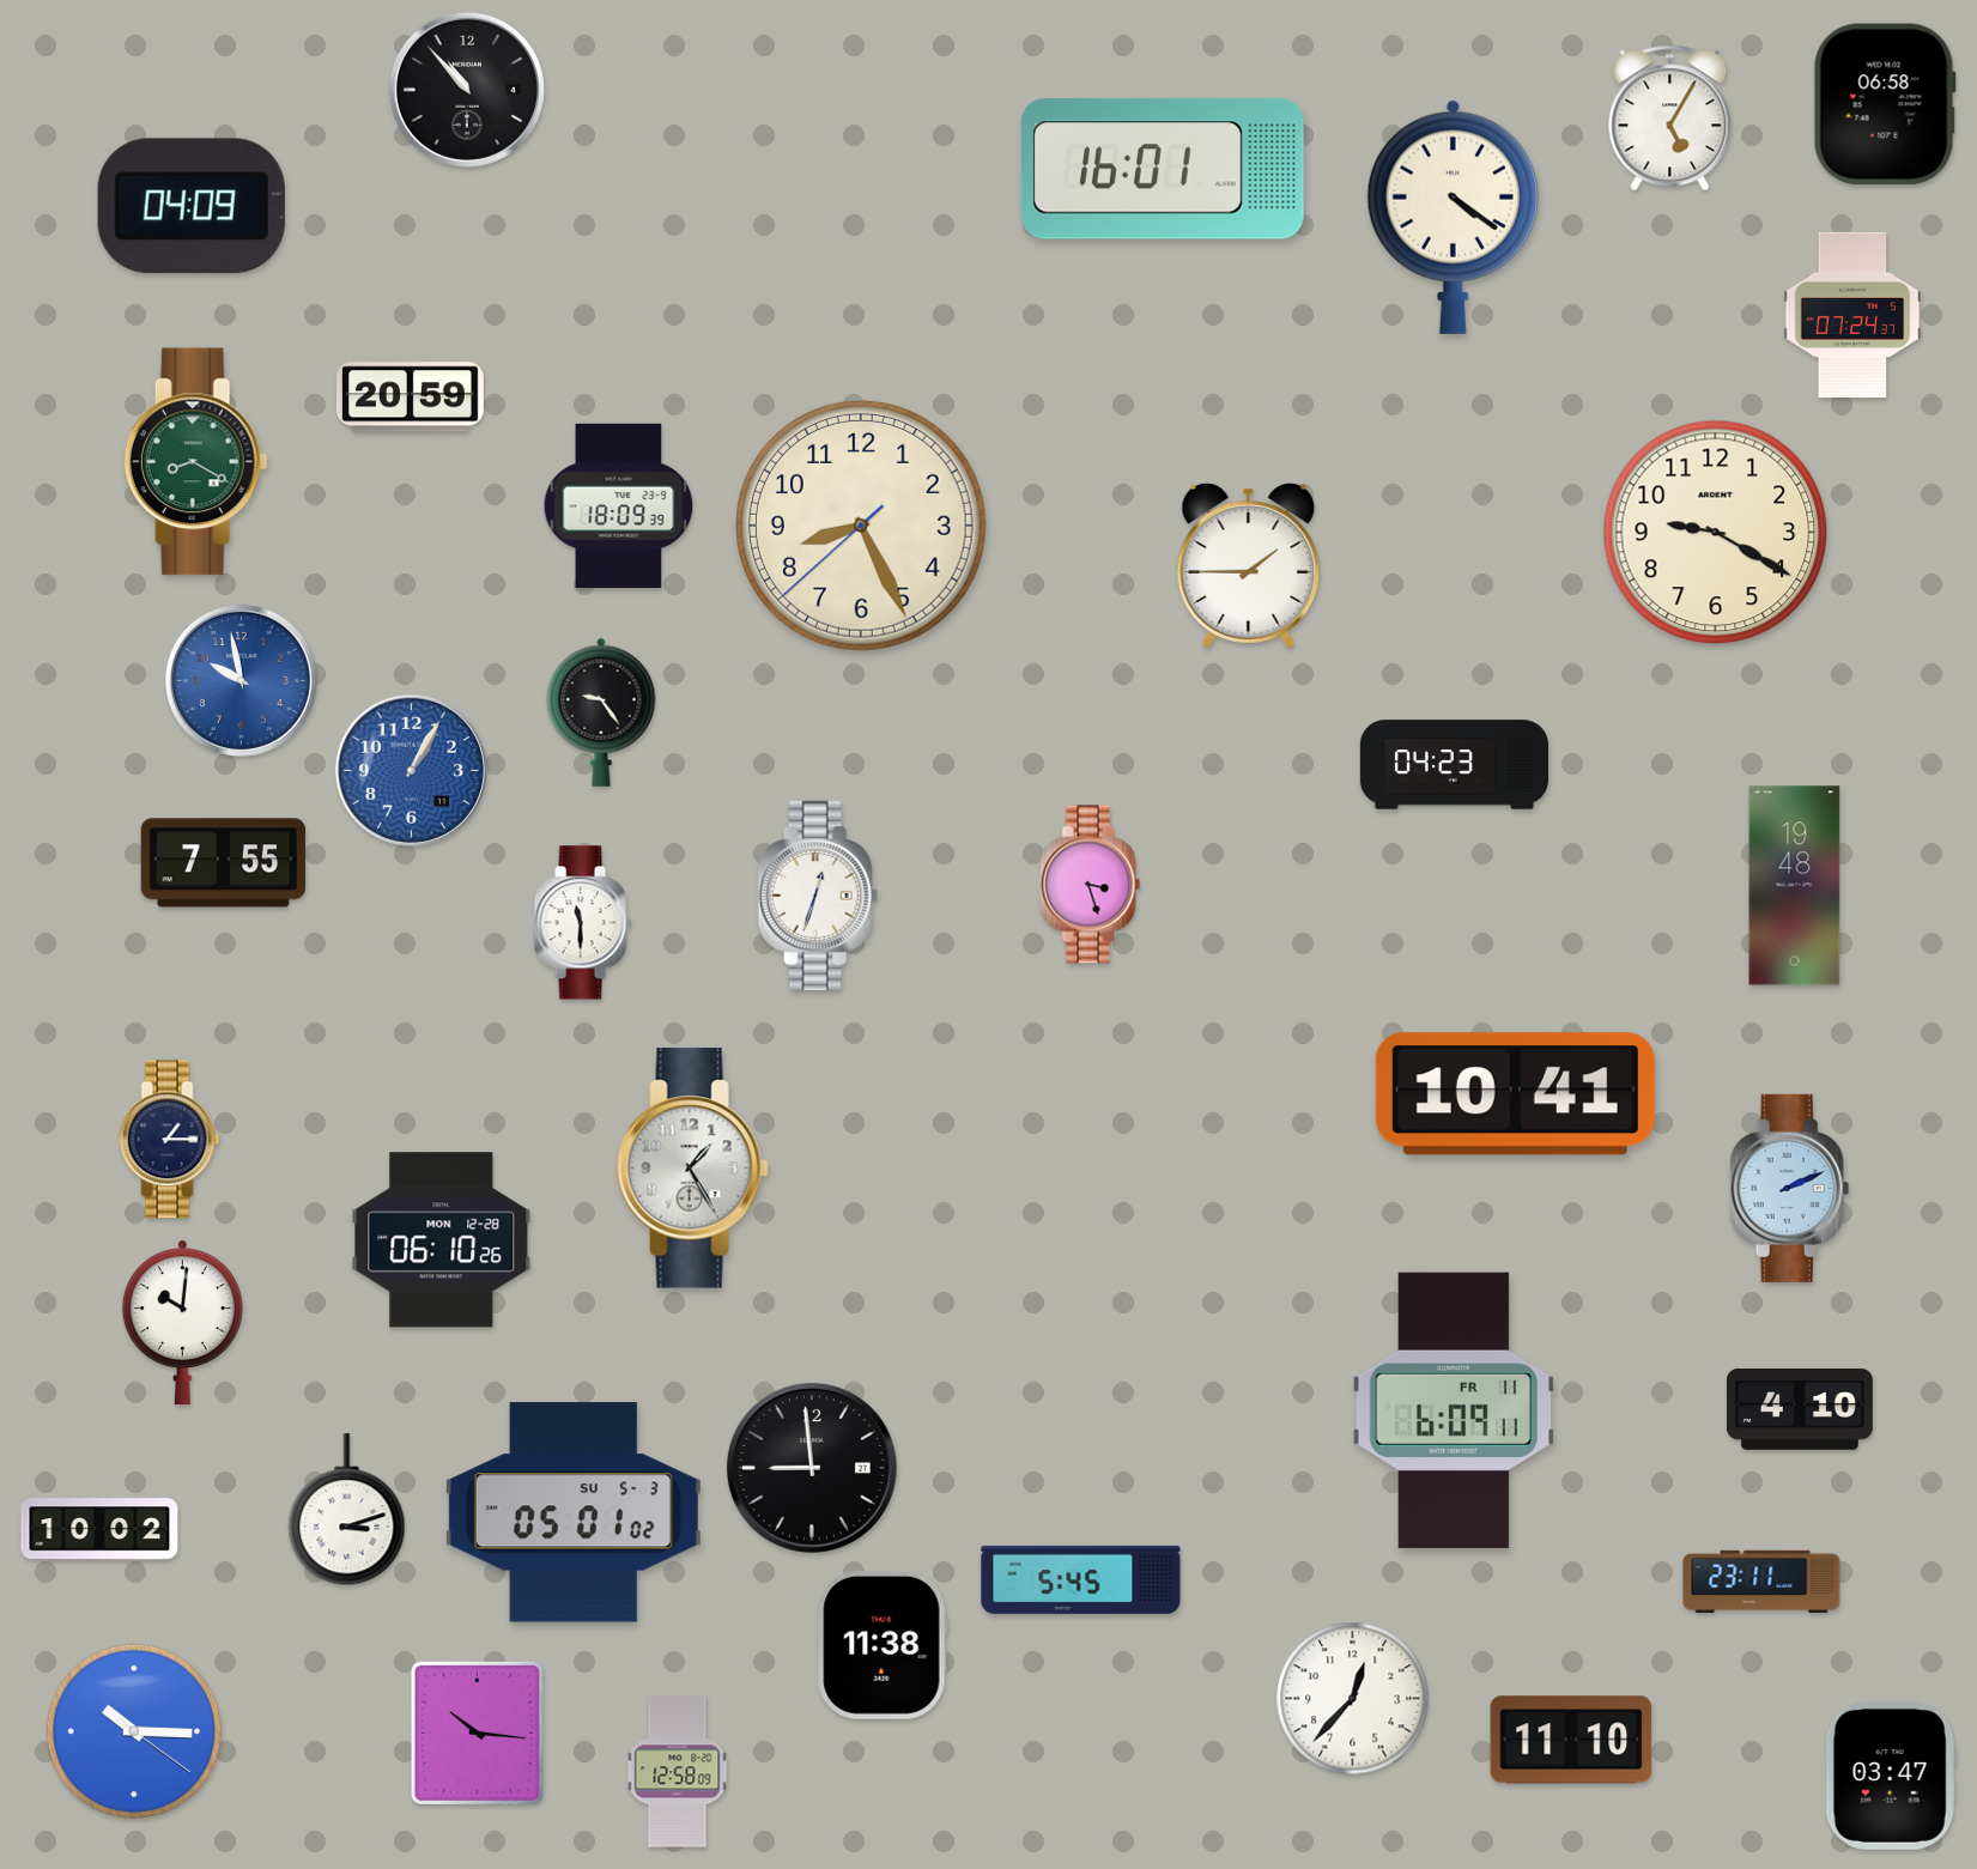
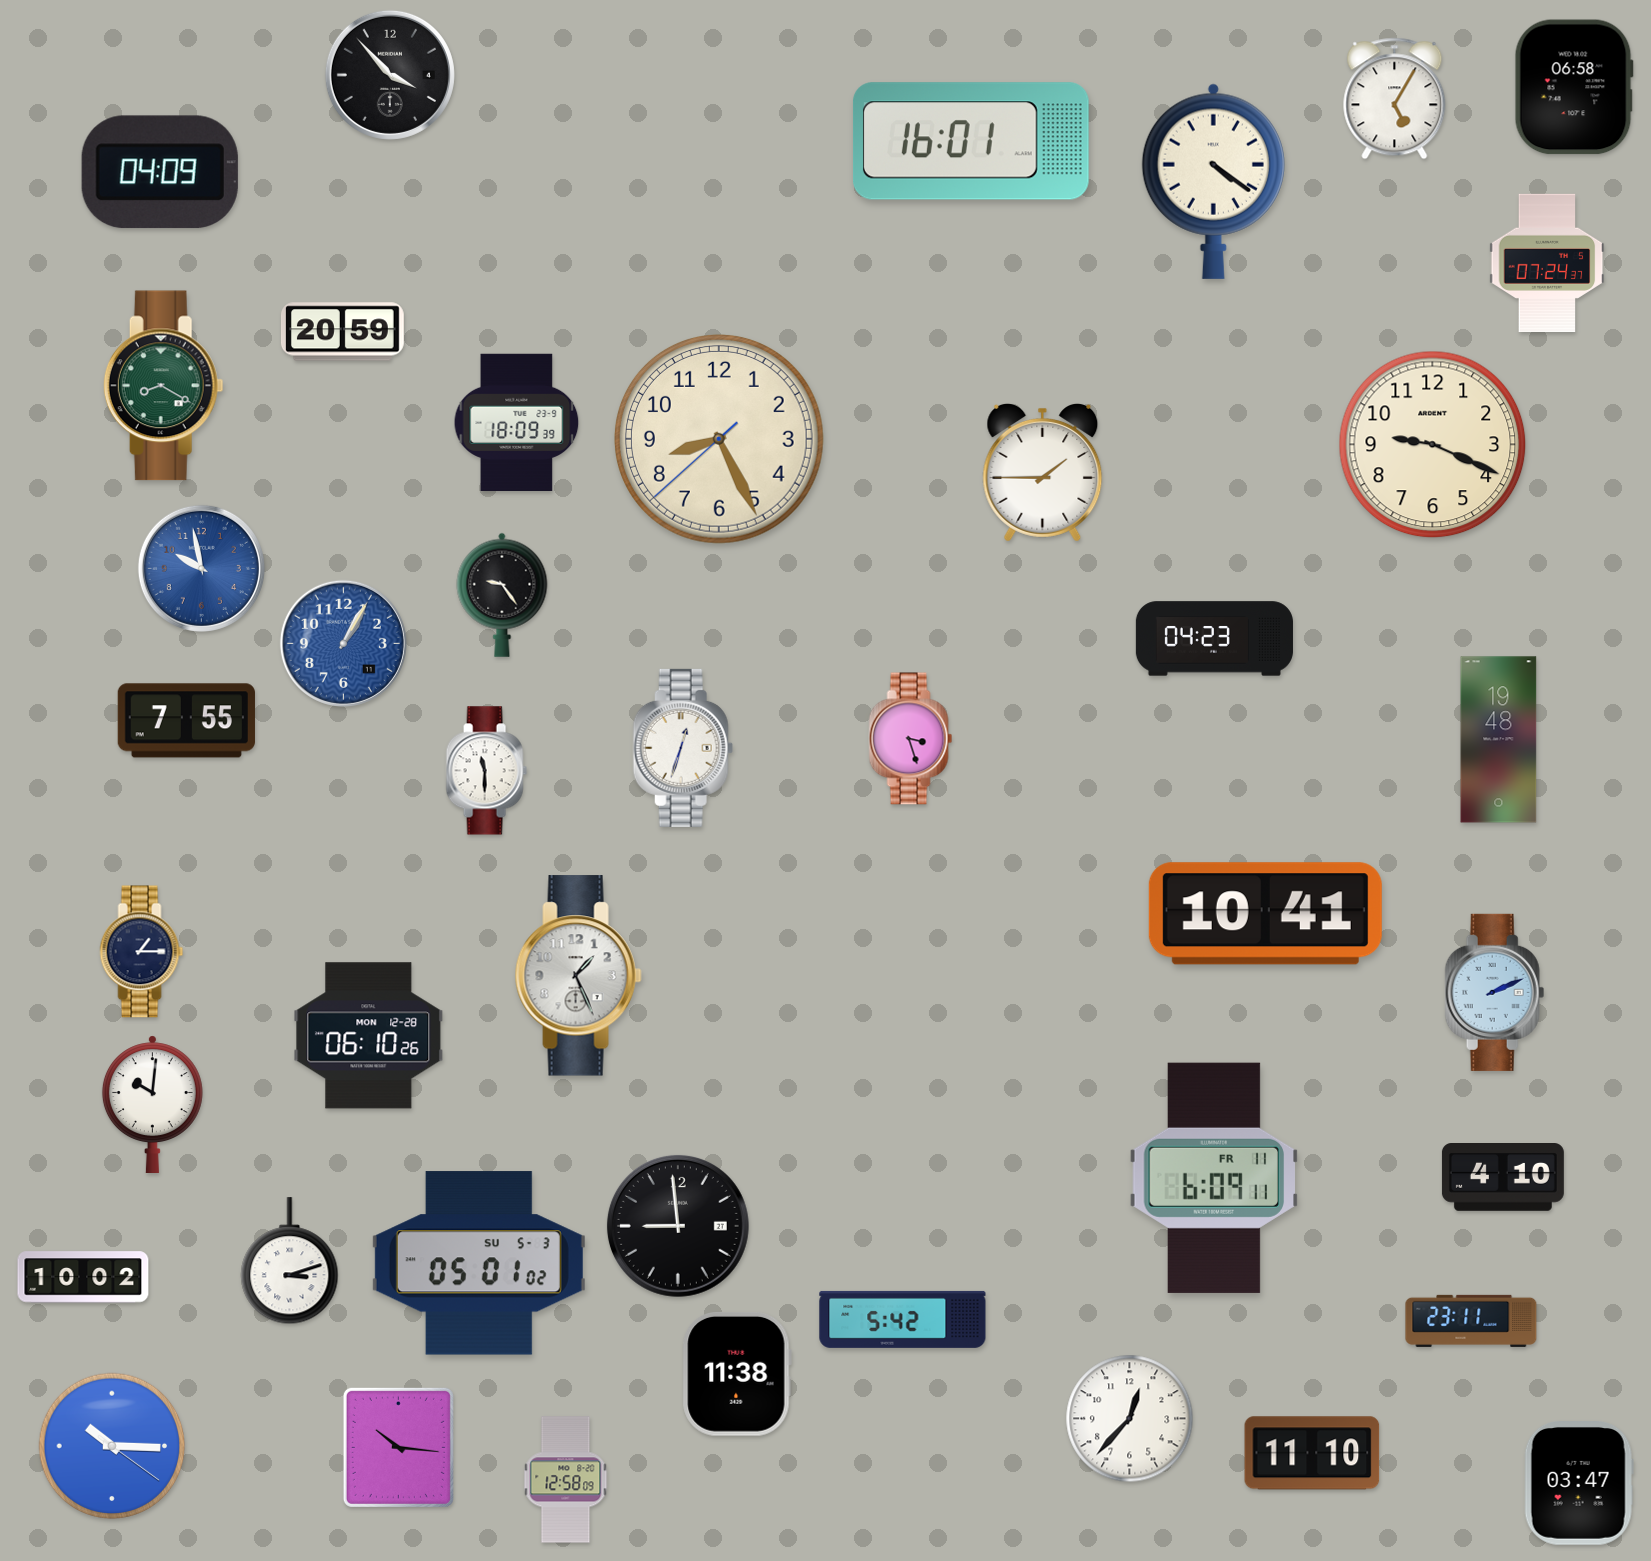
clock at (467, 90): 10:53 -> 3:53
clock at (1716, 533): 9:20 -> 9:19
clock at (692, 1169): 1:25 -> 1:26
clock at (1081, 1579): 5:45 -> 5:42
